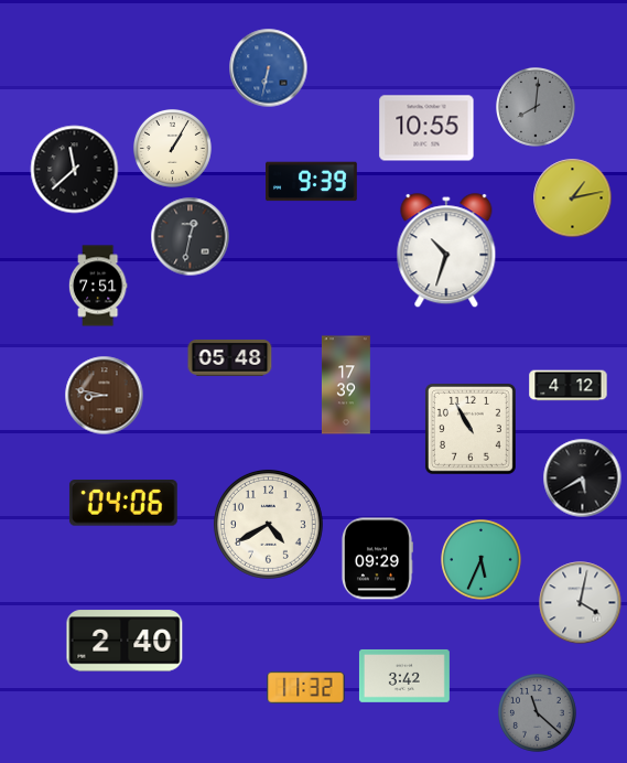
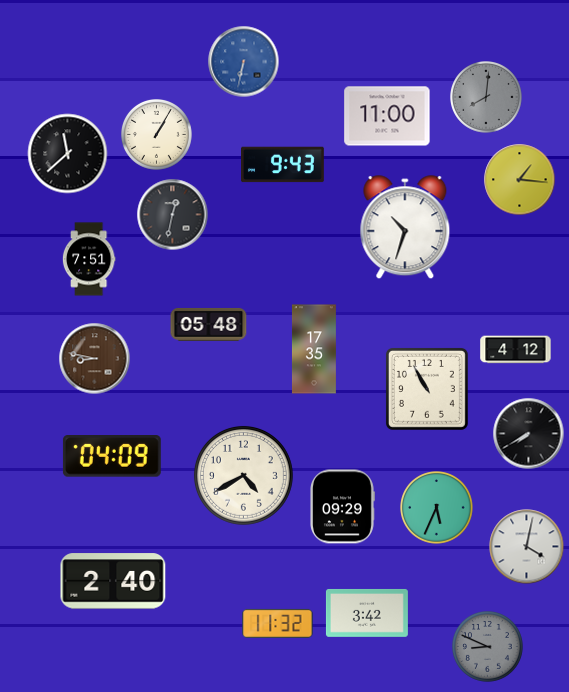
clock at (426, 128): 10:55 -> 11:00
clock at (312, 182): 9:39 -> 9:43
clock at (573, 198): 1:13 -> 1:16
clock at (346, 385): 17:39 -> 17:35
clock at (583, 479): 5:40 -> 7:40
clock at (123, 503): 04:06 -> 04:09
clock at (538, 713): 11:22 -> 8:49
